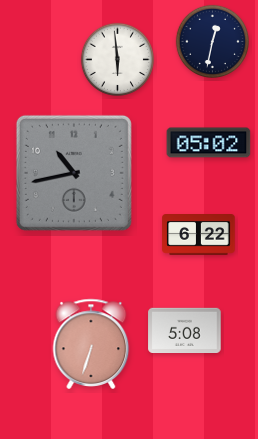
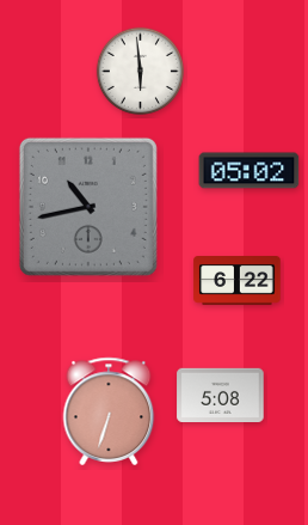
clock at (213, 42): 12:32 -> none
